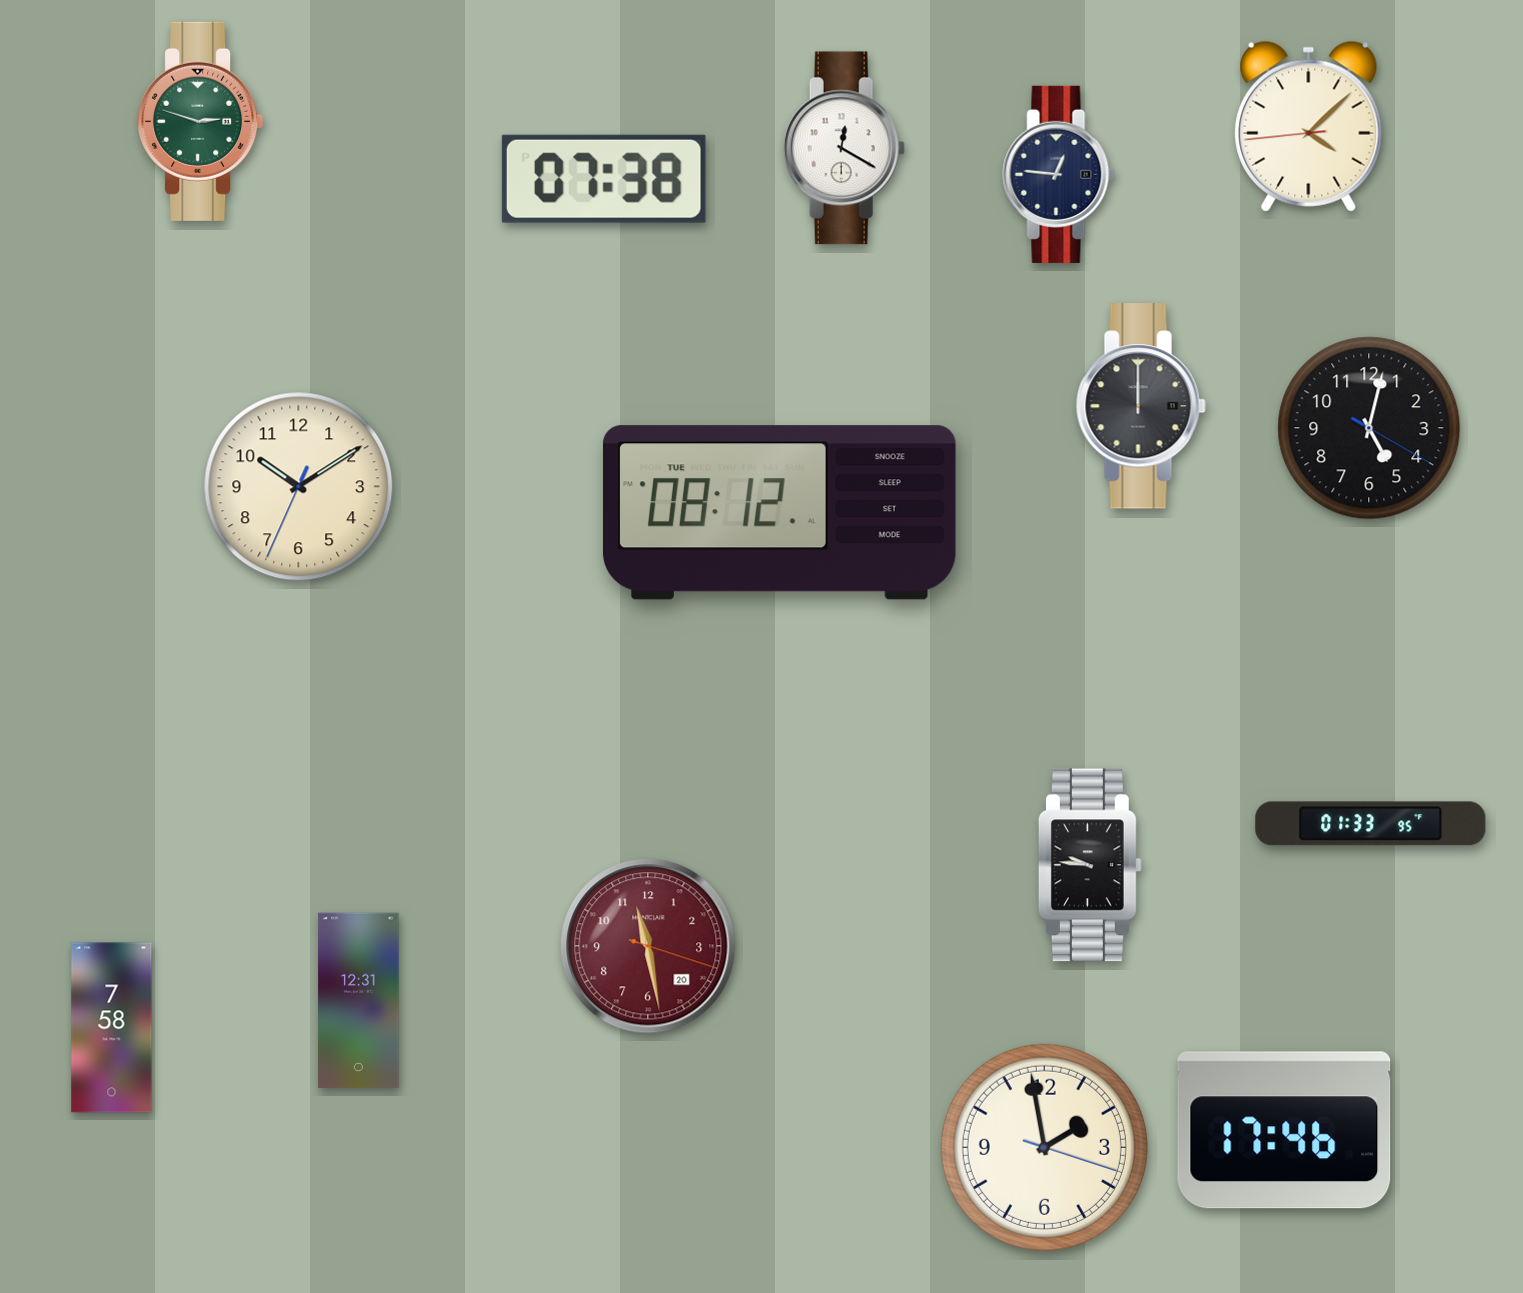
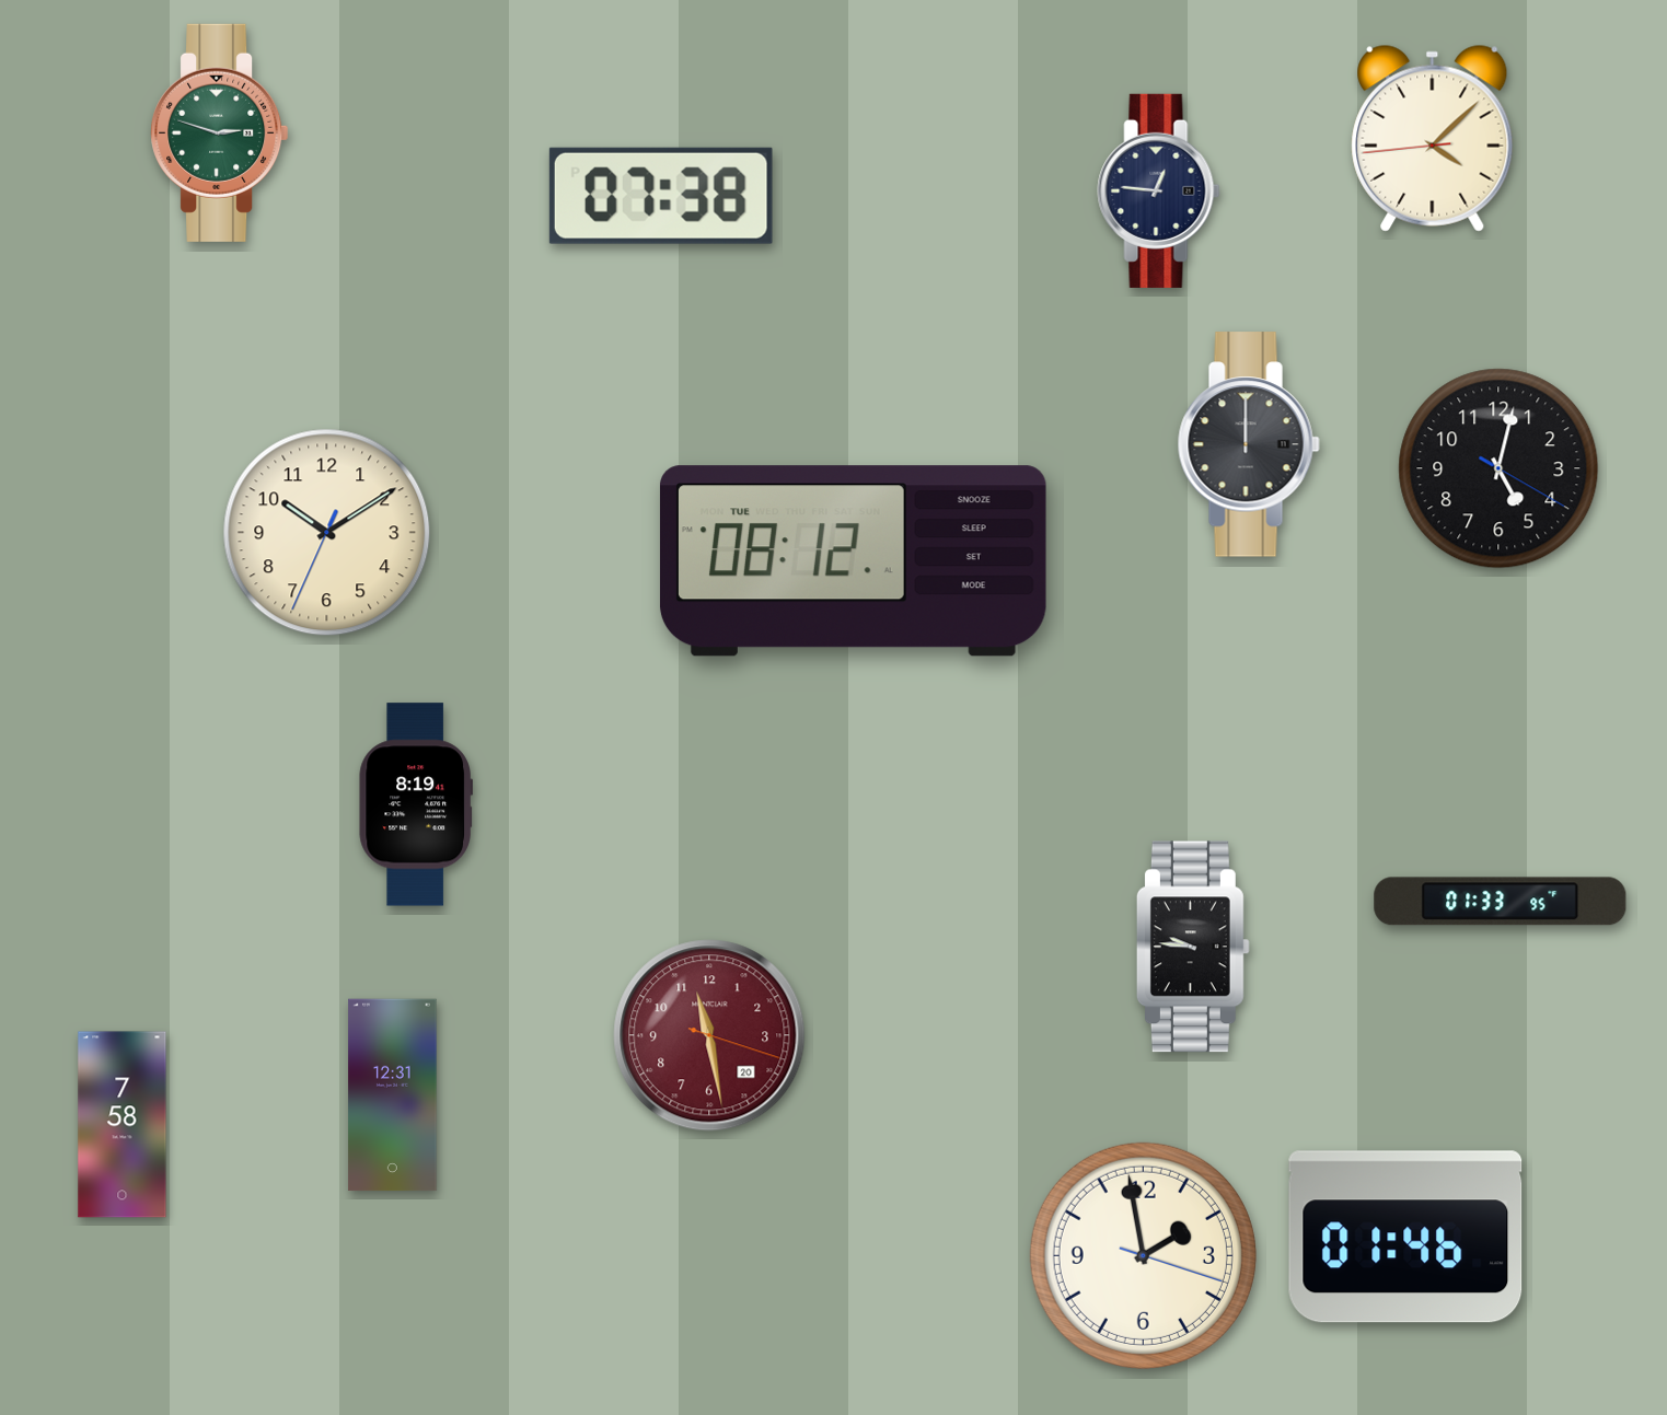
clock at (844, 148): 12:20 -> none
clock at (415, 804): none -> 8:19
clock at (1284, 1130): 17:46 -> 01:46
